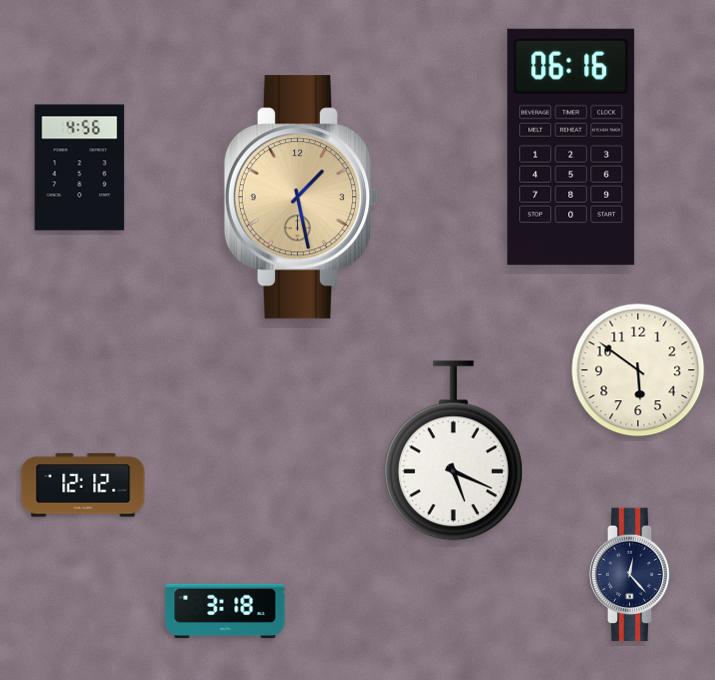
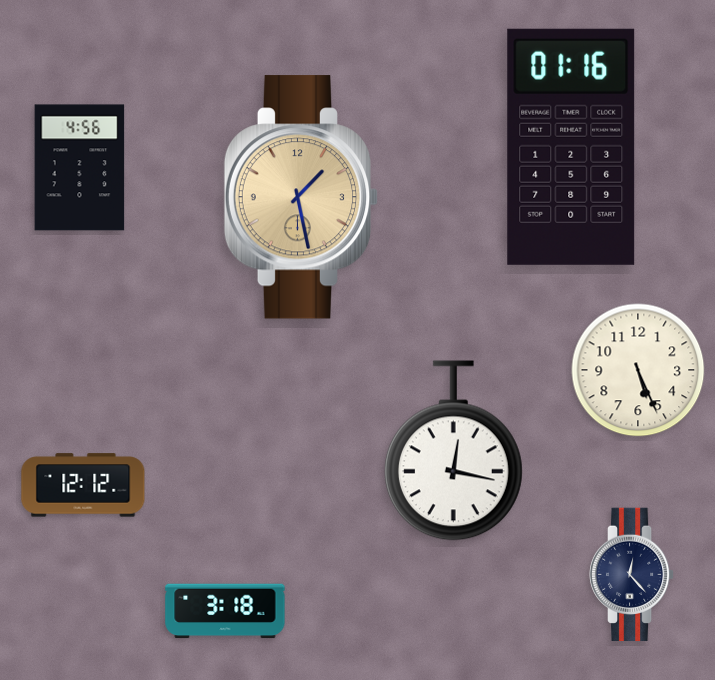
clock at (571, 147): 06:16 -> 01:16
clock at (638, 370): 5:51 -> 5:26
clock at (453, 451): 5:19 -> 12:17
